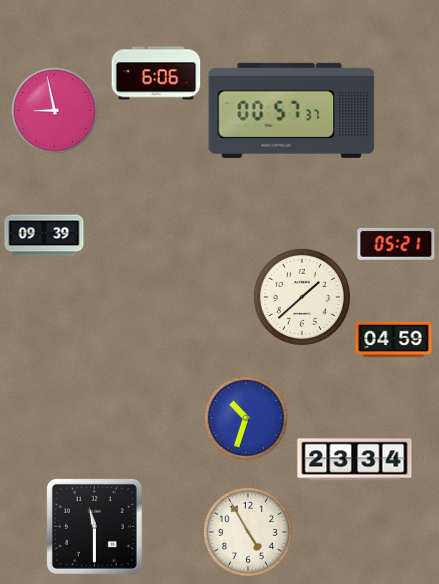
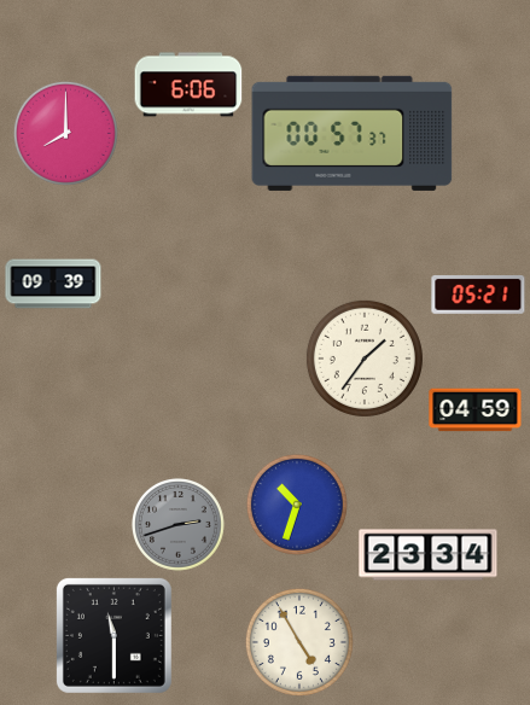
clock at (156, 73) position: (156, 73) -> (188, 85)
clock at (54, 110): 8:58 -> 8:00
clock at (302, 297): 1:38 -> 1:36
clock at (179, 525): none -> 2:42
